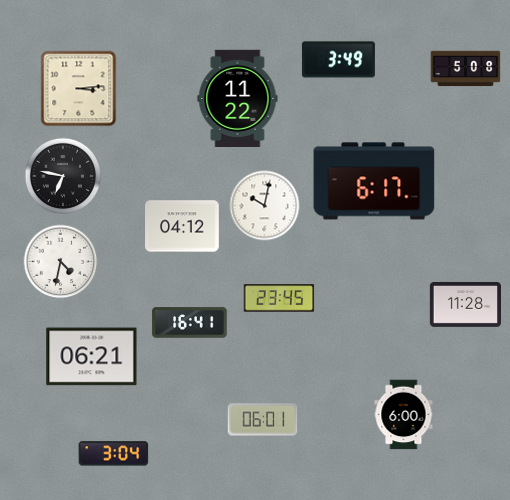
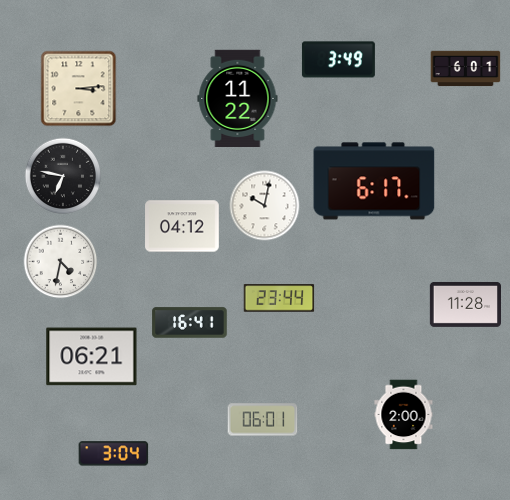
clock at (466, 69): 5:08 -> 6:01
clock at (279, 298): 23:45 -> 23:44
clock at (404, 415): 6:00 -> 2:00
